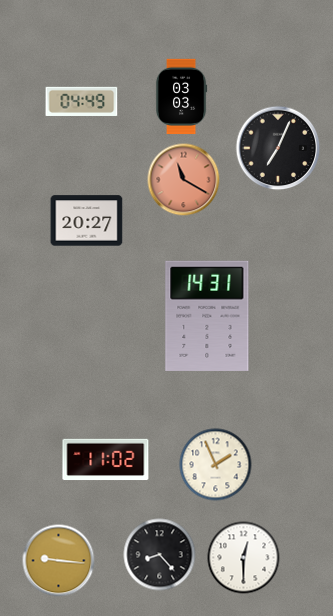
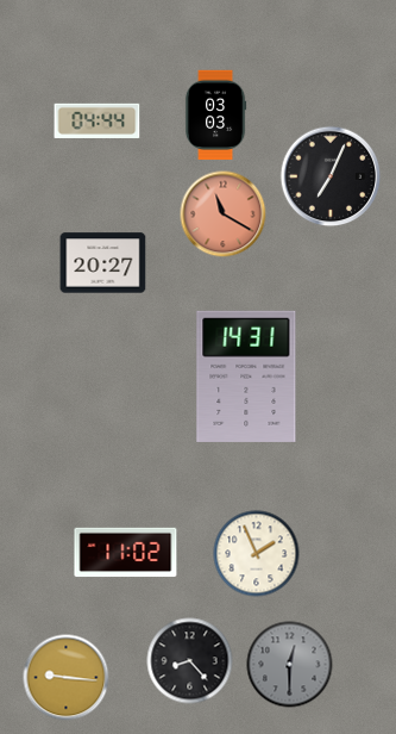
clock at (82, 101): 04:49 -> 04:44
clock at (184, 180) position: (184, 180) -> (224, 214)
clock at (106, 460) position: (106, 460) -> (126, 553)
clock at (244, 558) dial: white -> grey
clock at (59, 561) position: (59, 561) -> (67, 678)
